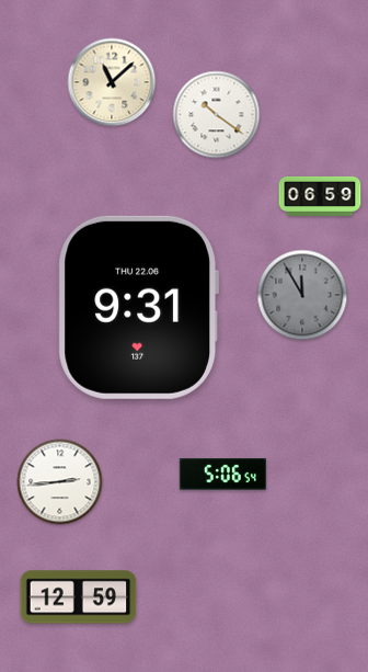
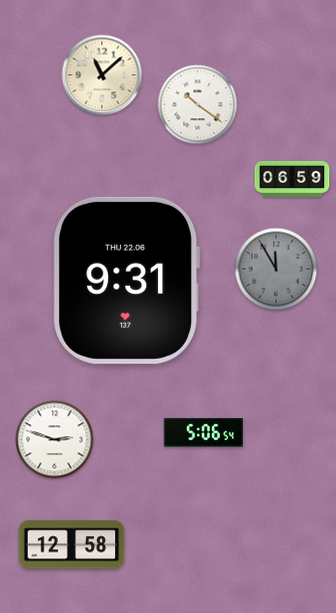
clock at (60, 482): 2:44 -> 2:48
clock at (79, 597): 12:59 -> 12:58
